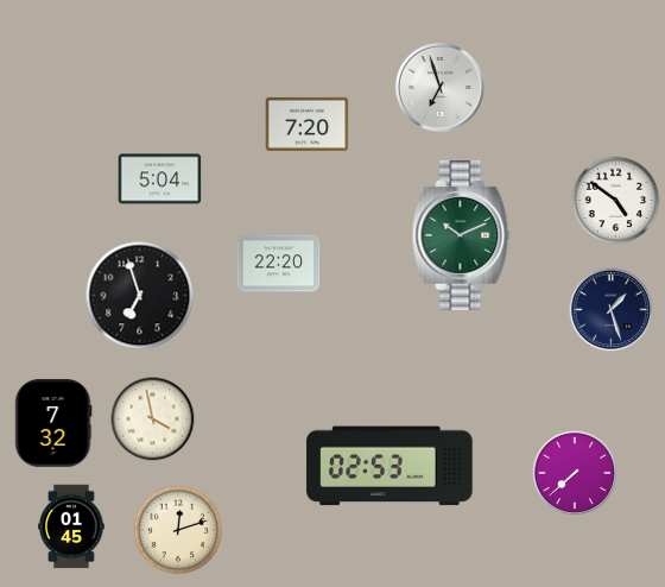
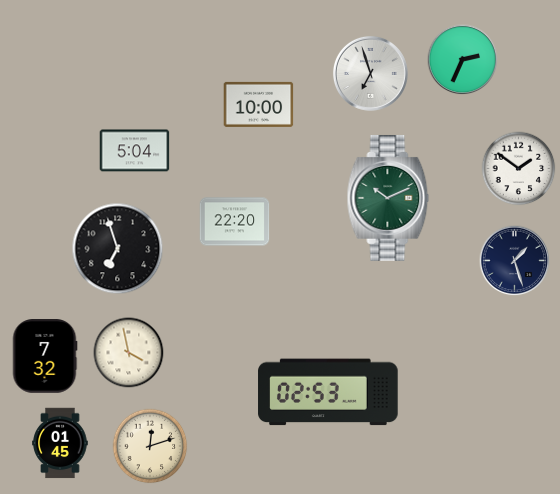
clock at (463, 60): none -> 2:34
clock at (308, 124): 7:20 -> 10:00
clock at (616, 201): 4:51 -> 1:51
clock at (575, 473): 7:38 -> none
